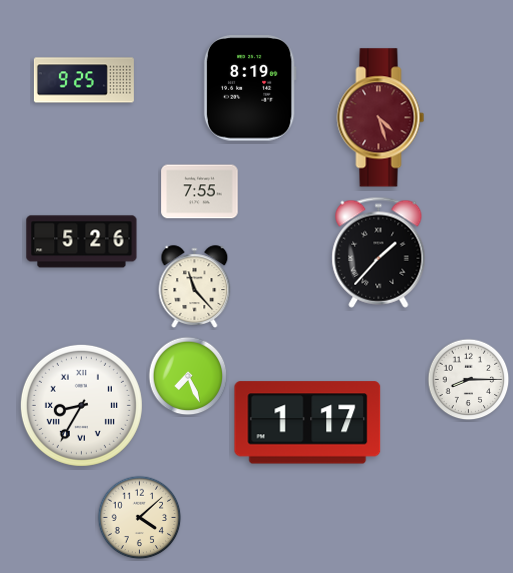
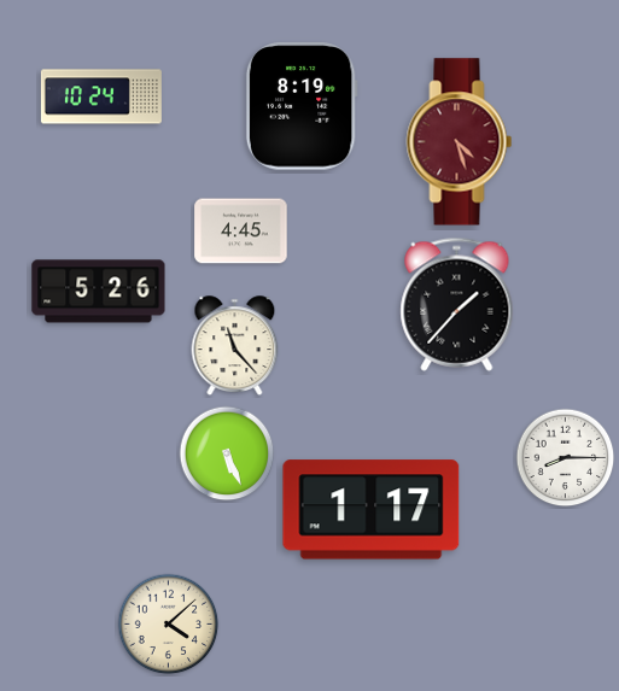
clock at (84, 80): 9:25 -> 10:24
clock at (200, 192): 7:55 -> 4:45
clock at (188, 376): 7:26 -> 5:26
clock at (81, 405): 8:35 -> none
